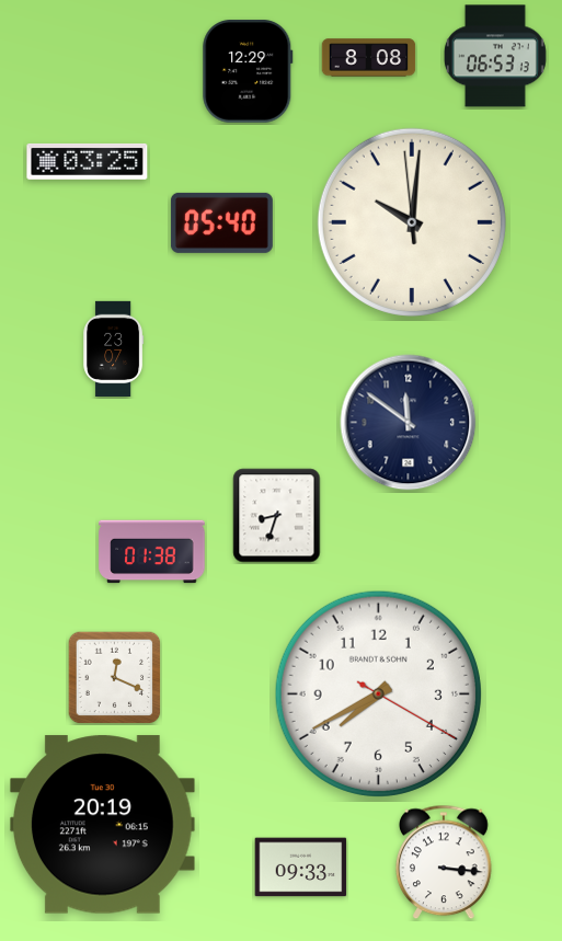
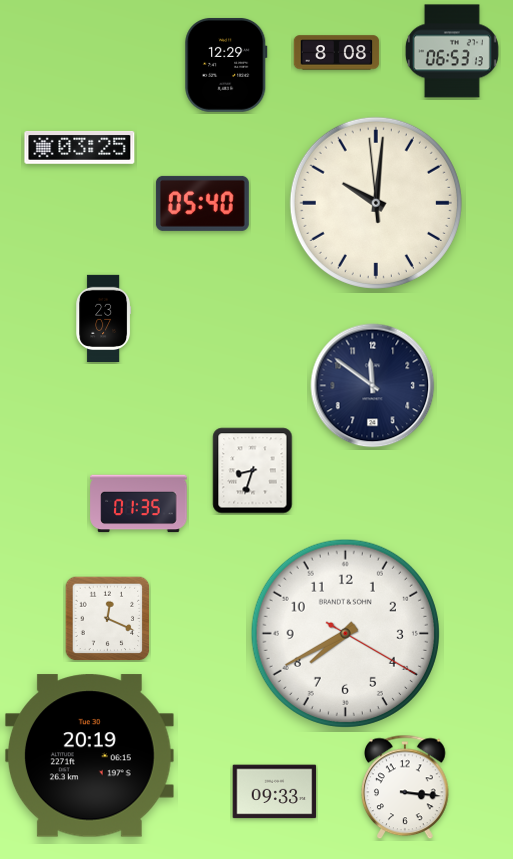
clock at (152, 552): 01:38 -> 01:35
clock at (114, 677) position: (114, 677) -> (107, 618)
clock at (102, 825) position: (102, 825) -> (89, 756)
